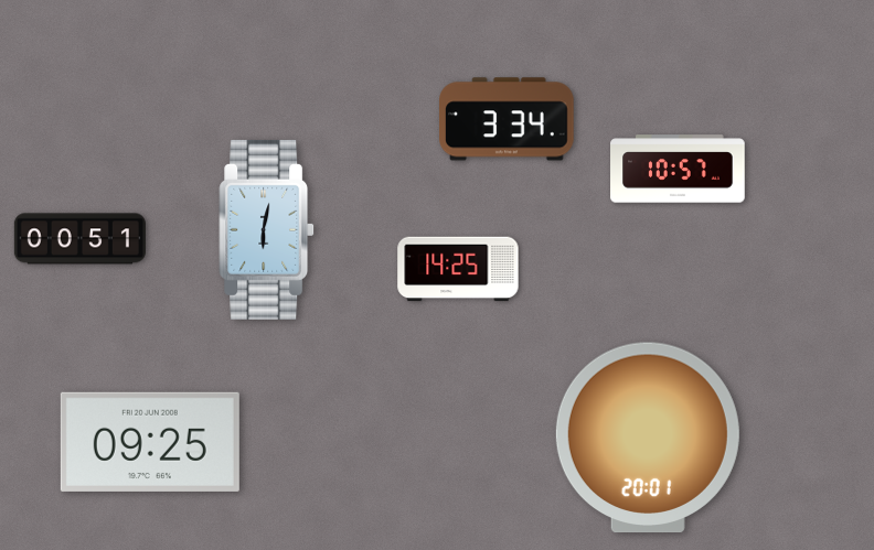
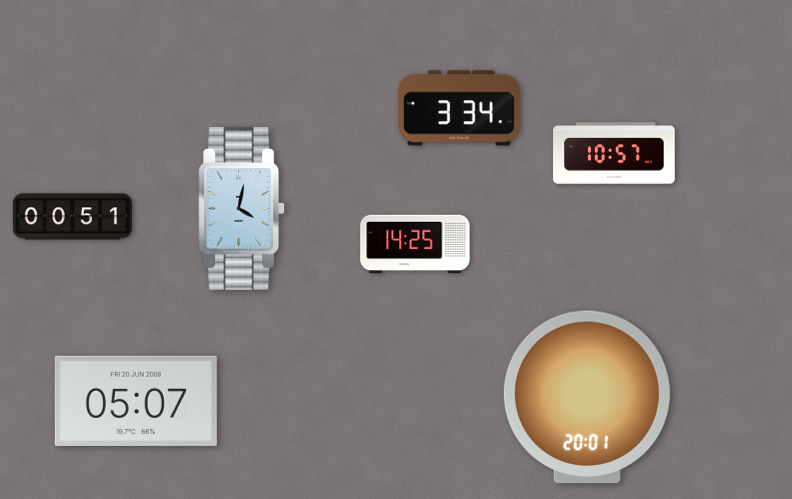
clock at (267, 229): 6:02 -> 4:02
clock at (150, 442): 09:25 -> 05:07
